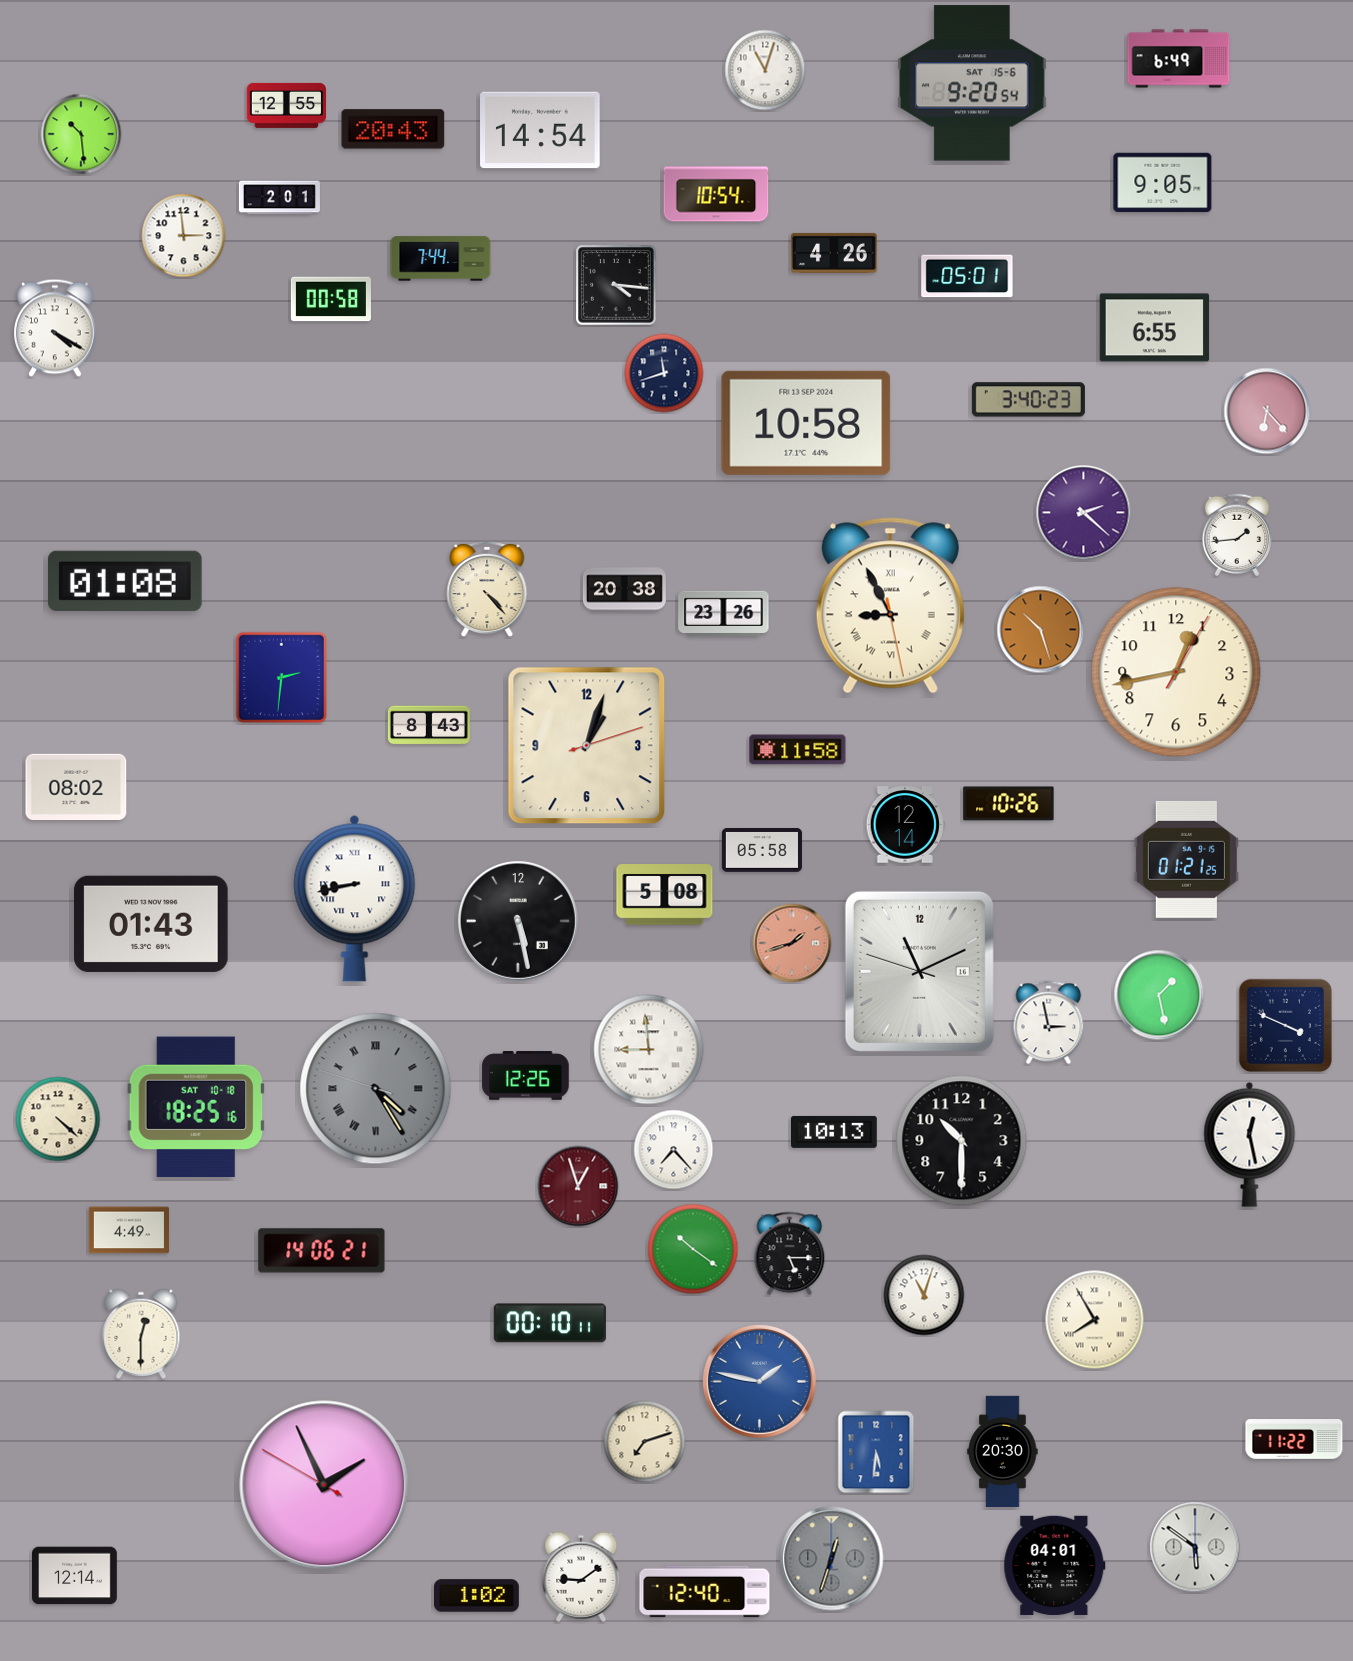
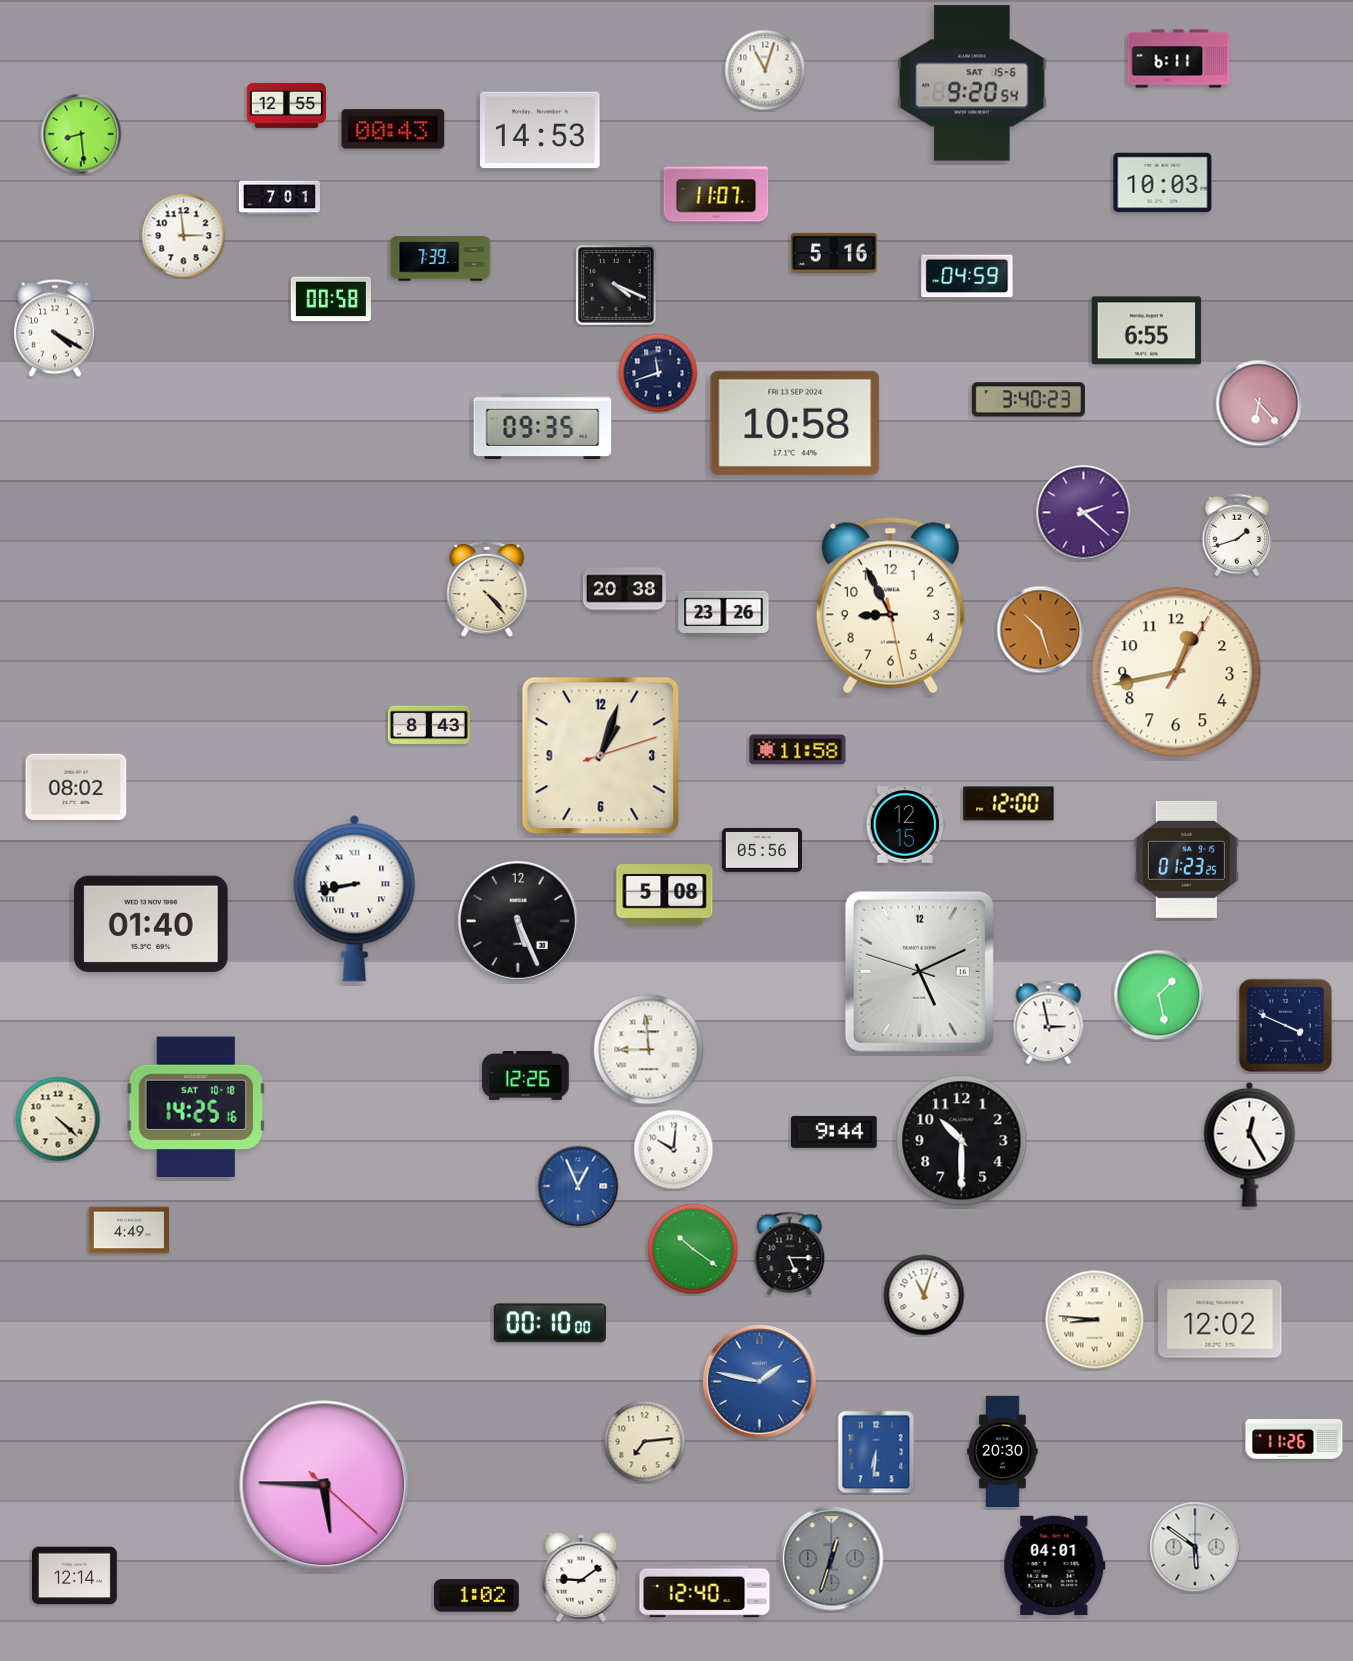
clock at (1179, 59): 6:49 -> 6:11
clock at (393, 129): 20:43 -> 00:43
clock at (540, 130): 14:54 -> 14:53
clock at (81, 134): 10:29 -> 8:29
clock at (1163, 183): 9:05 -> 10:03
clock at (716, 194): 10:54 -> 11:07
clock at (279, 198): 2:01 -> 7:01
clock at (834, 253): 4:26 -> 5:16
clock at (441, 259): 7:44 -> 7:39
clock at (967, 276): 05:01 -> 04:59
clock at (616, 285): 4:16 -> 4:19
clock at (1155, 328) position: (1155, 328) -> (1147, 331)
clock at (664, 373) position: (664, 373) -> (658, 373)
clock at (1267, 411) position: (1267, 411) -> (1259, 403)
clock at (806, 423) position: (806, 423) -> (795, 423)
clock at (543, 426): none -> 09:35
clock at (1237, 535): 1:44 -> 1:42
clock at (125, 581): 01:08 -> none
clock at (890, 606) numerals: Roman -> Arabic
clock at (281, 677): 2:31 -> none
clock at (587, 746) position: (587, 746) -> (601, 756)
clock at (1009, 804): 10:26 -> 12:00
clock at (905, 825): 12:14 -> 12:15
clock at (762, 851): 05:58 -> 05:56
clock at (1186, 859): 01:21 -> 01:23
clock at (518, 921): 5:28 -> 5:26
clock at (151, 924): 01:43 -> 01:40
clock at (792, 943): 1:42 -> none
clock at (919, 971): 11:10 -> 5:10
clock at (376, 1089): 4:24 -> none
clock at (196, 1106): 18:25 -> 14:25
clock at (835, 1132): 10:13 -> 9:44
clock at (1250, 1144): 12:28 -> 12:25
clock at (674, 1150): 7:23 -> 10:01
clock at (578, 1186): 12:57 -> 12:56
clock at (578, 1186) dial: burgundy -> blue
clock at (322, 1251): 14:06 -> none
clock at (1220, 1319): none -> 12:02
clock at (1095, 1320): 7:55 -> 8:46
clock at (550, 1323): 00:10:11 -> 00:10:00
clock at (141, 1334): 12:30 -> none
clock at (1294, 1439): 11:22 -> 11:26
clock at (645, 1442): 7:12 -> 7:14
clock at (876, 1452): 5:31 -> 6:31
clock at (324, 1485): 1:55 -> 5:45
